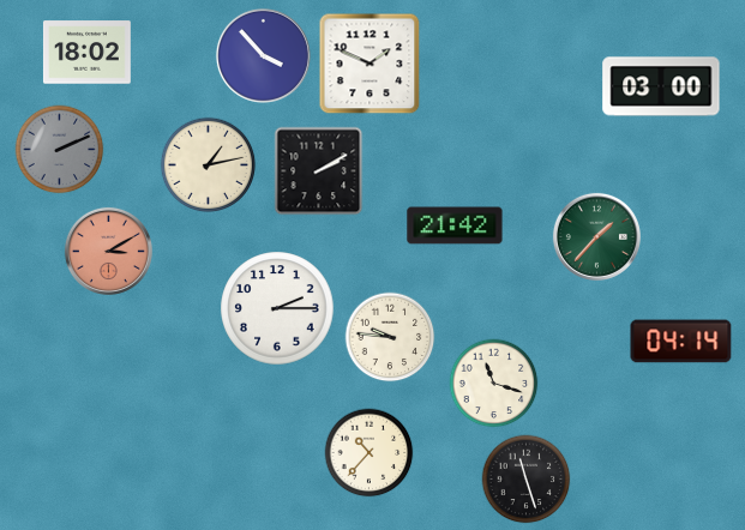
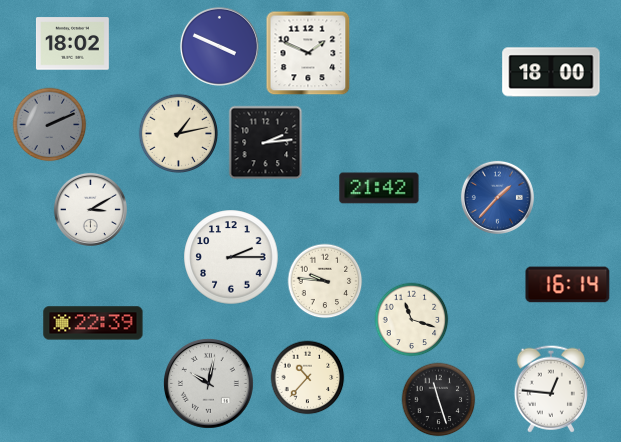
clock at (263, 55): 3:53 -> 3:49
clock at (661, 86): 03:00 -> 18:00
clock at (209, 165) position: (209, 165) -> (179, 134)
clock at (319, 171): 2:10 -> 2:14
clock at (596, 236) dial: green -> blue
clock at (108, 251) dial: salmon -> white
clock at (681, 342): 04:14 -> 16:14
clock at (93, 323): none -> 22:39
clock at (209, 383): none -> 10:02
clock at (551, 389): none -> 12:46
